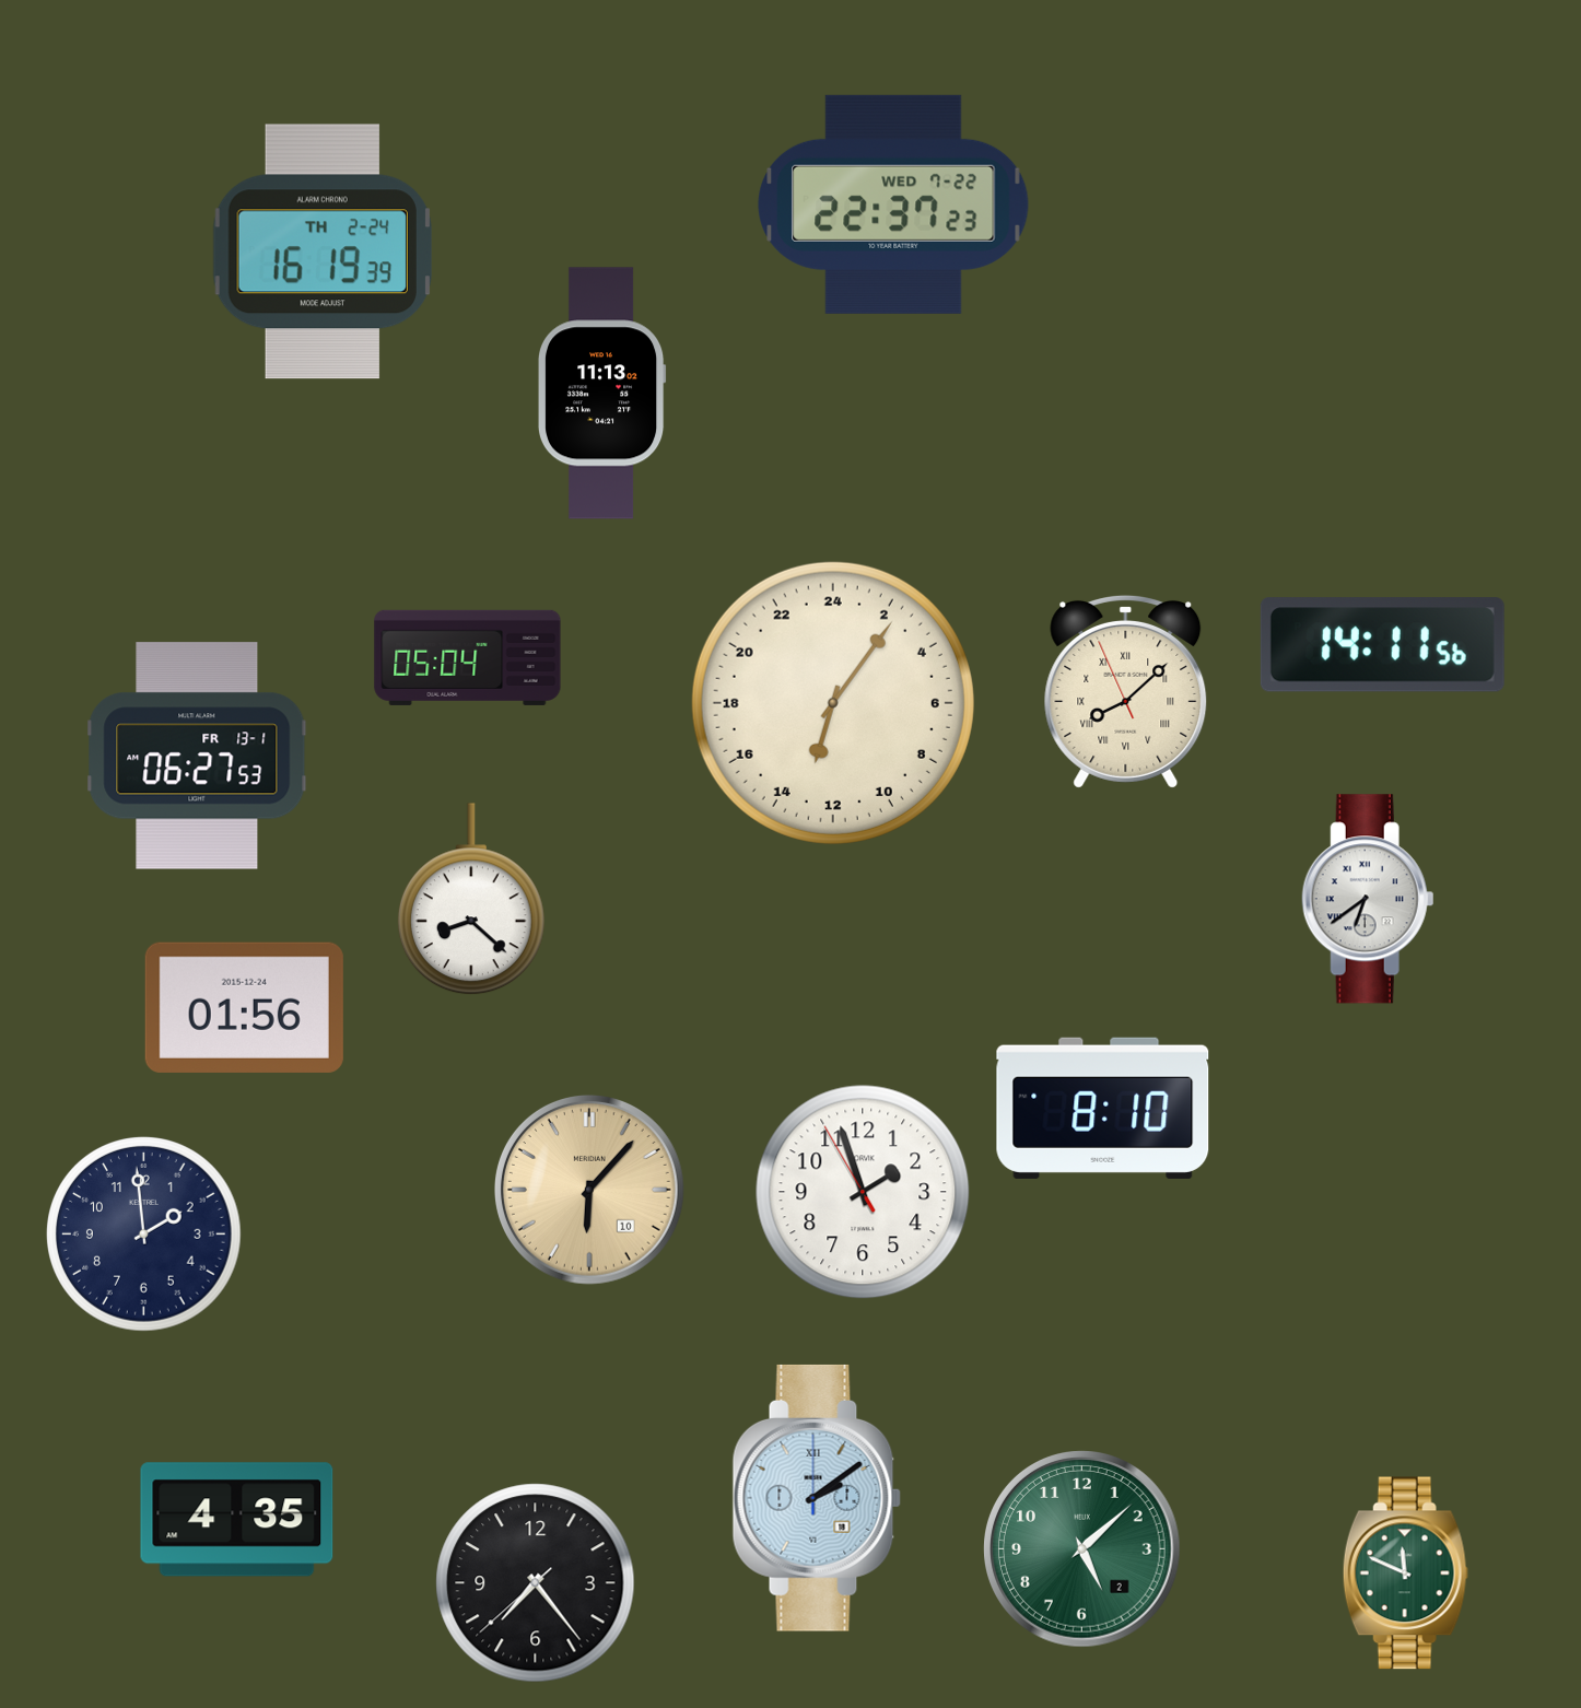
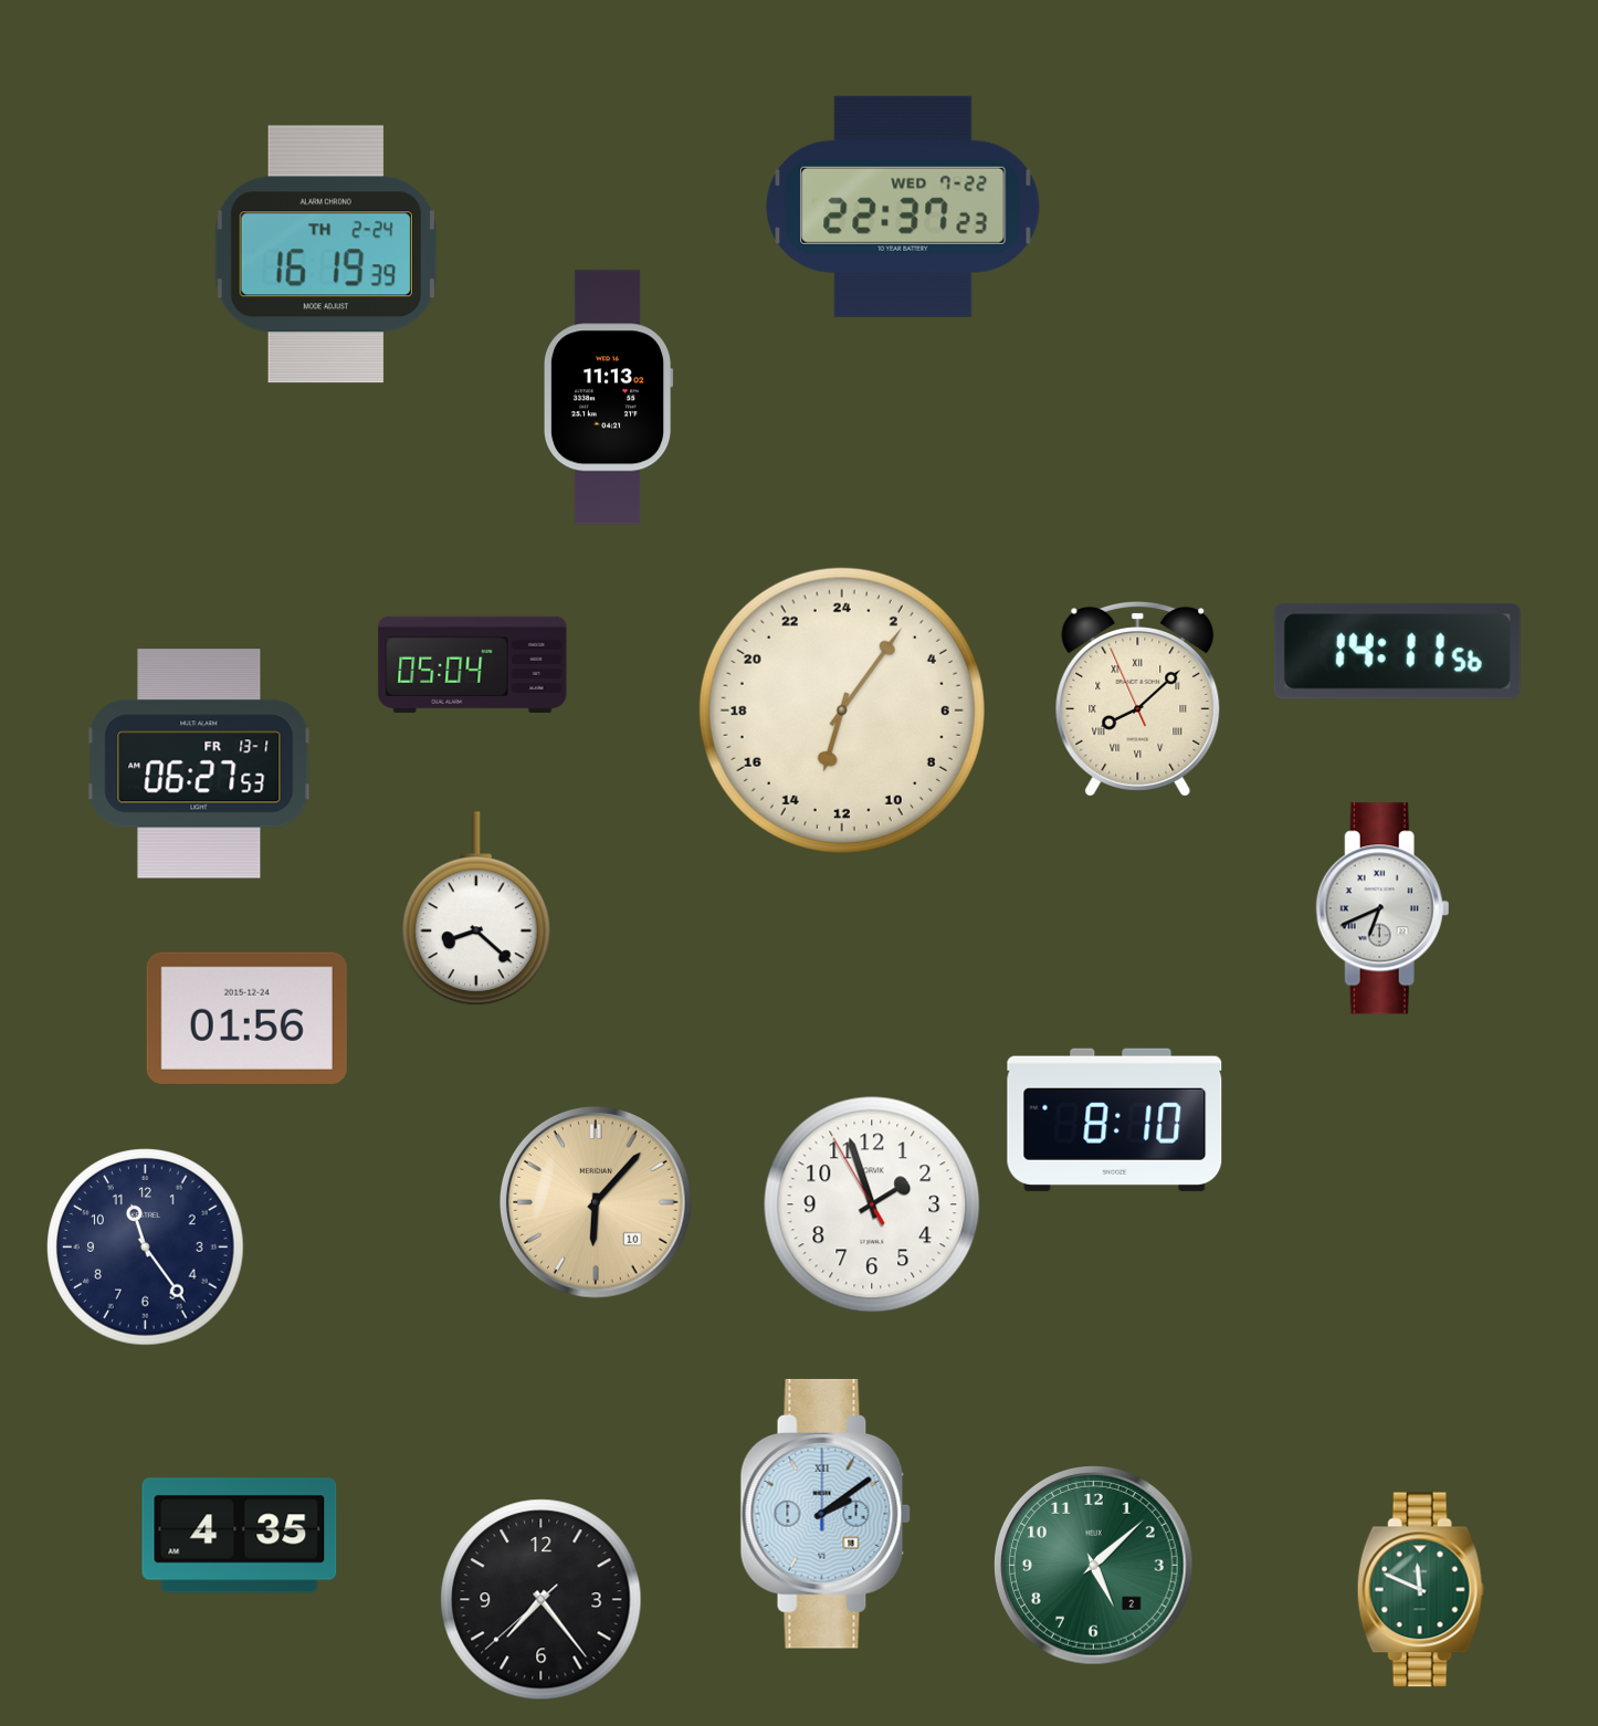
clock at (1368, 899): 6:39 -> 6:41
clock at (144, 1235): 1:59 -> 11:24
